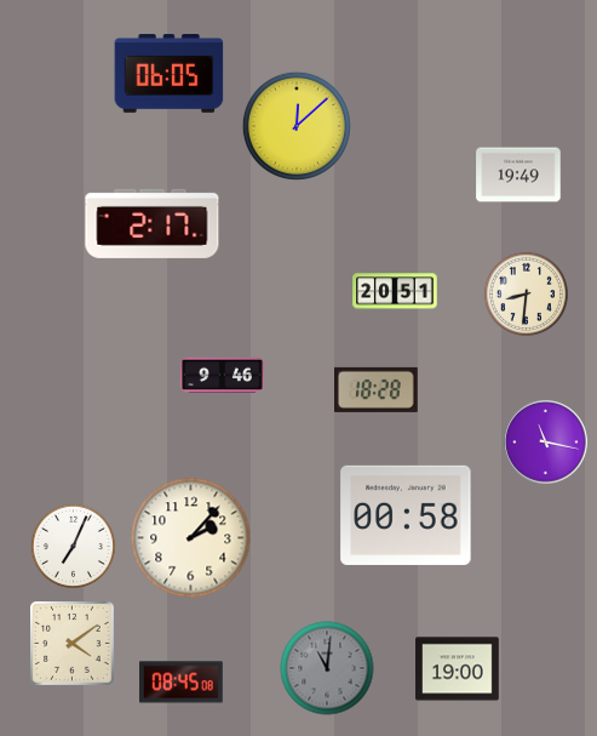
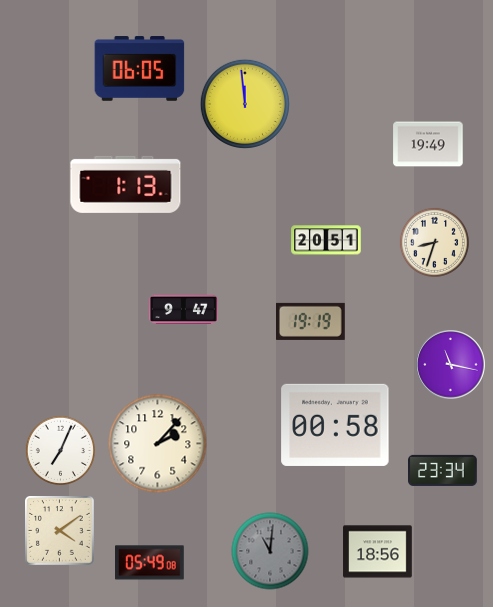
clock at (170, 74) position: (170, 74) -> (140, 69)
clock at (297, 126): 12:08 -> 11:59
clock at (153, 223): 2:17 -> 1:13
clock at (526, 293): 8:31 -> 8:33
clock at (223, 376): 9:46 -> 9:47
clock at (377, 389): 18:28 -> 19:19
clock at (443, 470): none -> 23:34
clock at (458, 669): 19:00 -> 18:56
clock at (182, 683): 08:45 -> 05:49
